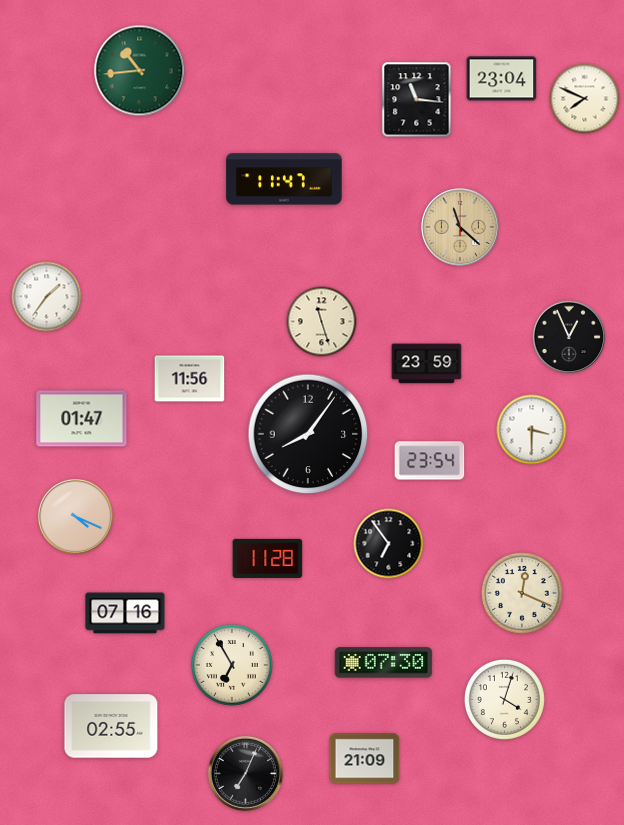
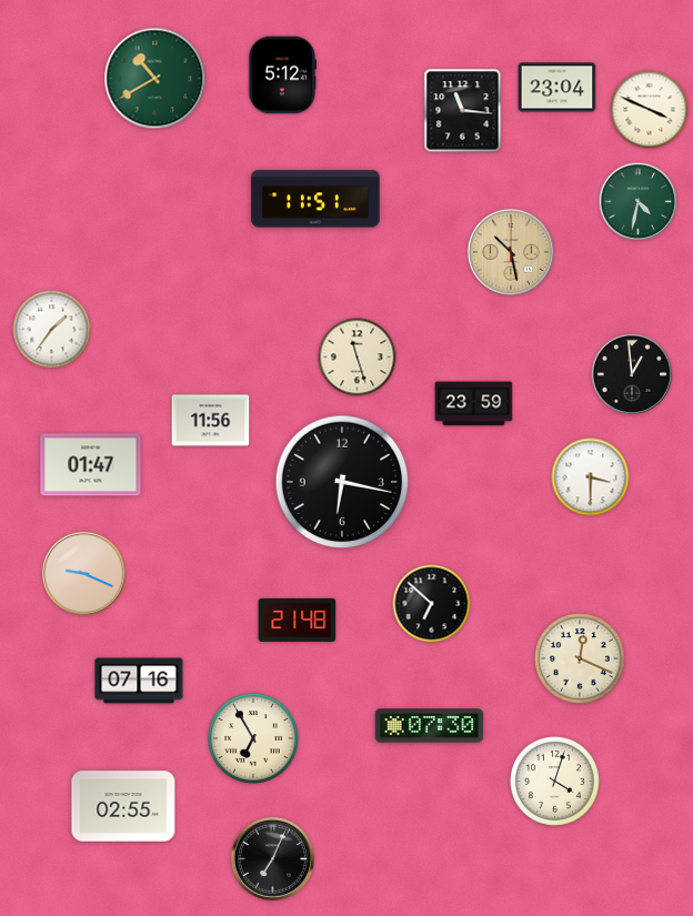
clock at (281, 76): none -> 5:12
clock at (140, 71): 10:44 -> 10:40
clock at (585, 99): 7:49 -> 3:49
clock at (284, 179): 11:47 -> 11:51
clock at (639, 202): none -> 4:32
clock at (460, 227): 11:22 -> 10:28
clock at (569, 337): 12:56 -> 12:59
clock at (308, 434): 8:06 -> 6:17
clock at (430, 461): 23:54 -> none
clock at (75, 516): 4:19 -> 9:19
clock at (389, 544): 6:54 -> 6:52
clock at (268, 558): 11:28 -> 21:48
clock at (384, 663) position: (384, 663) -> (430, 726)
clock at (233, 666) position: (233, 666) -> (254, 739)
clock at (504, 699) position: (504, 699) -> (554, 781)
clock at (365, 759): 21:09 -> none
